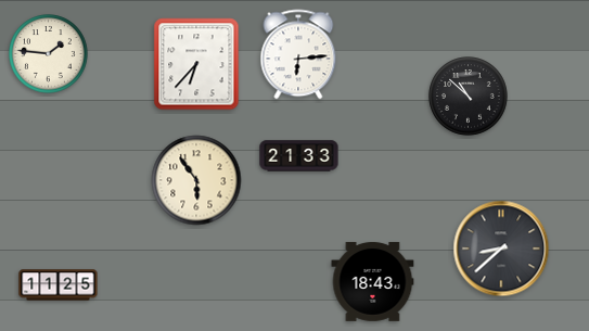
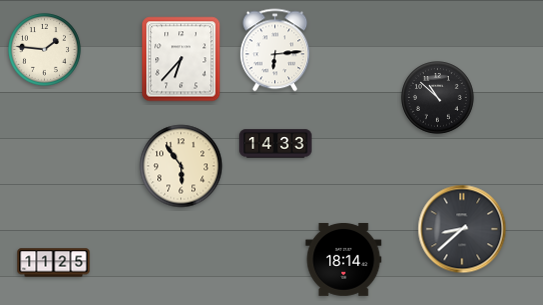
clock at (469, 97) position: (469, 97) -> (438, 98)
clock at (299, 156): 21:33 -> 14:33
clock at (373, 281): 18:43 -> 18:14
